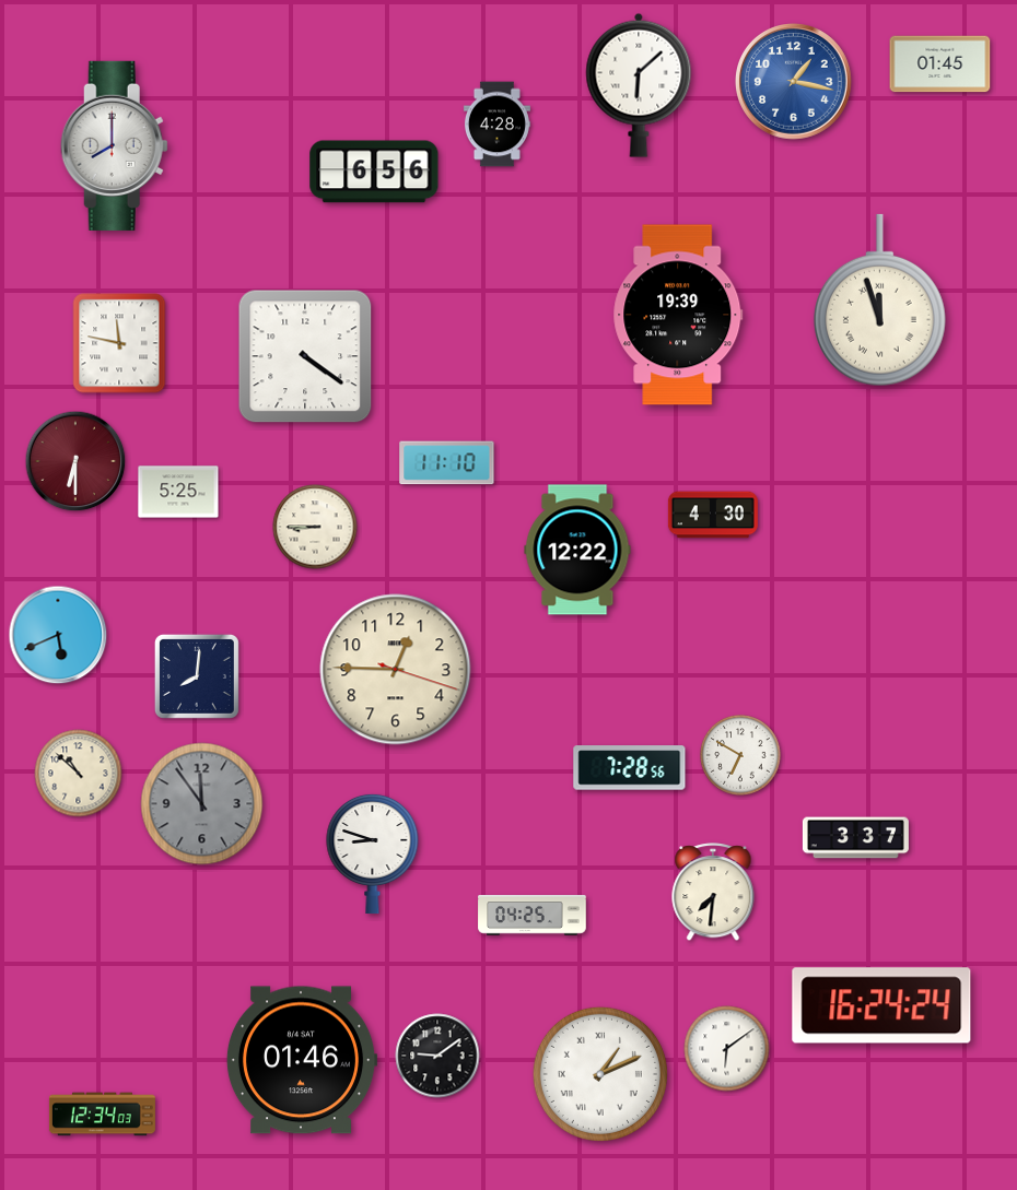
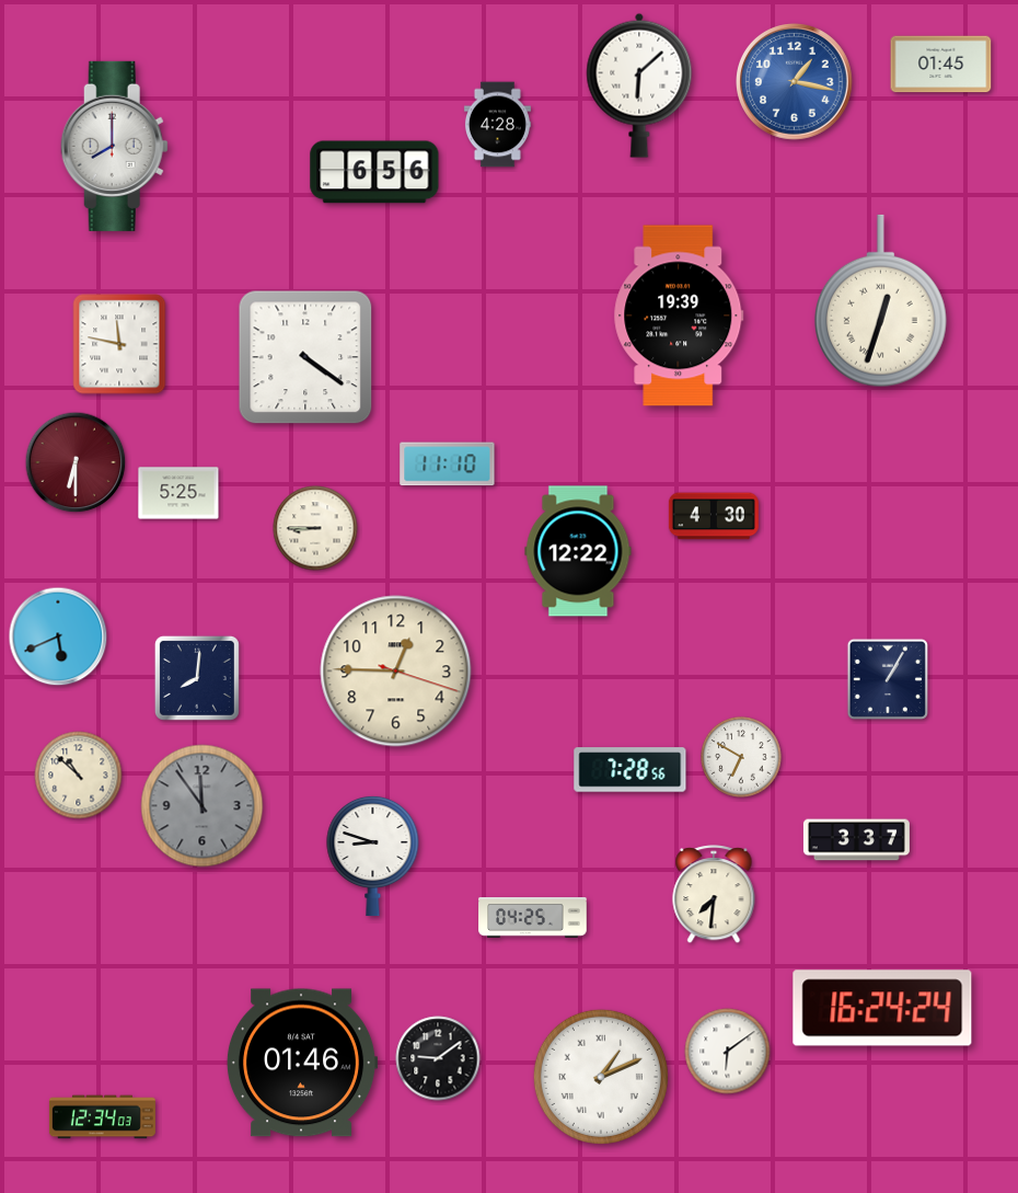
clock at (879, 301): 11:57 -> 12:33
clock at (888, 679): none -> 1:05
